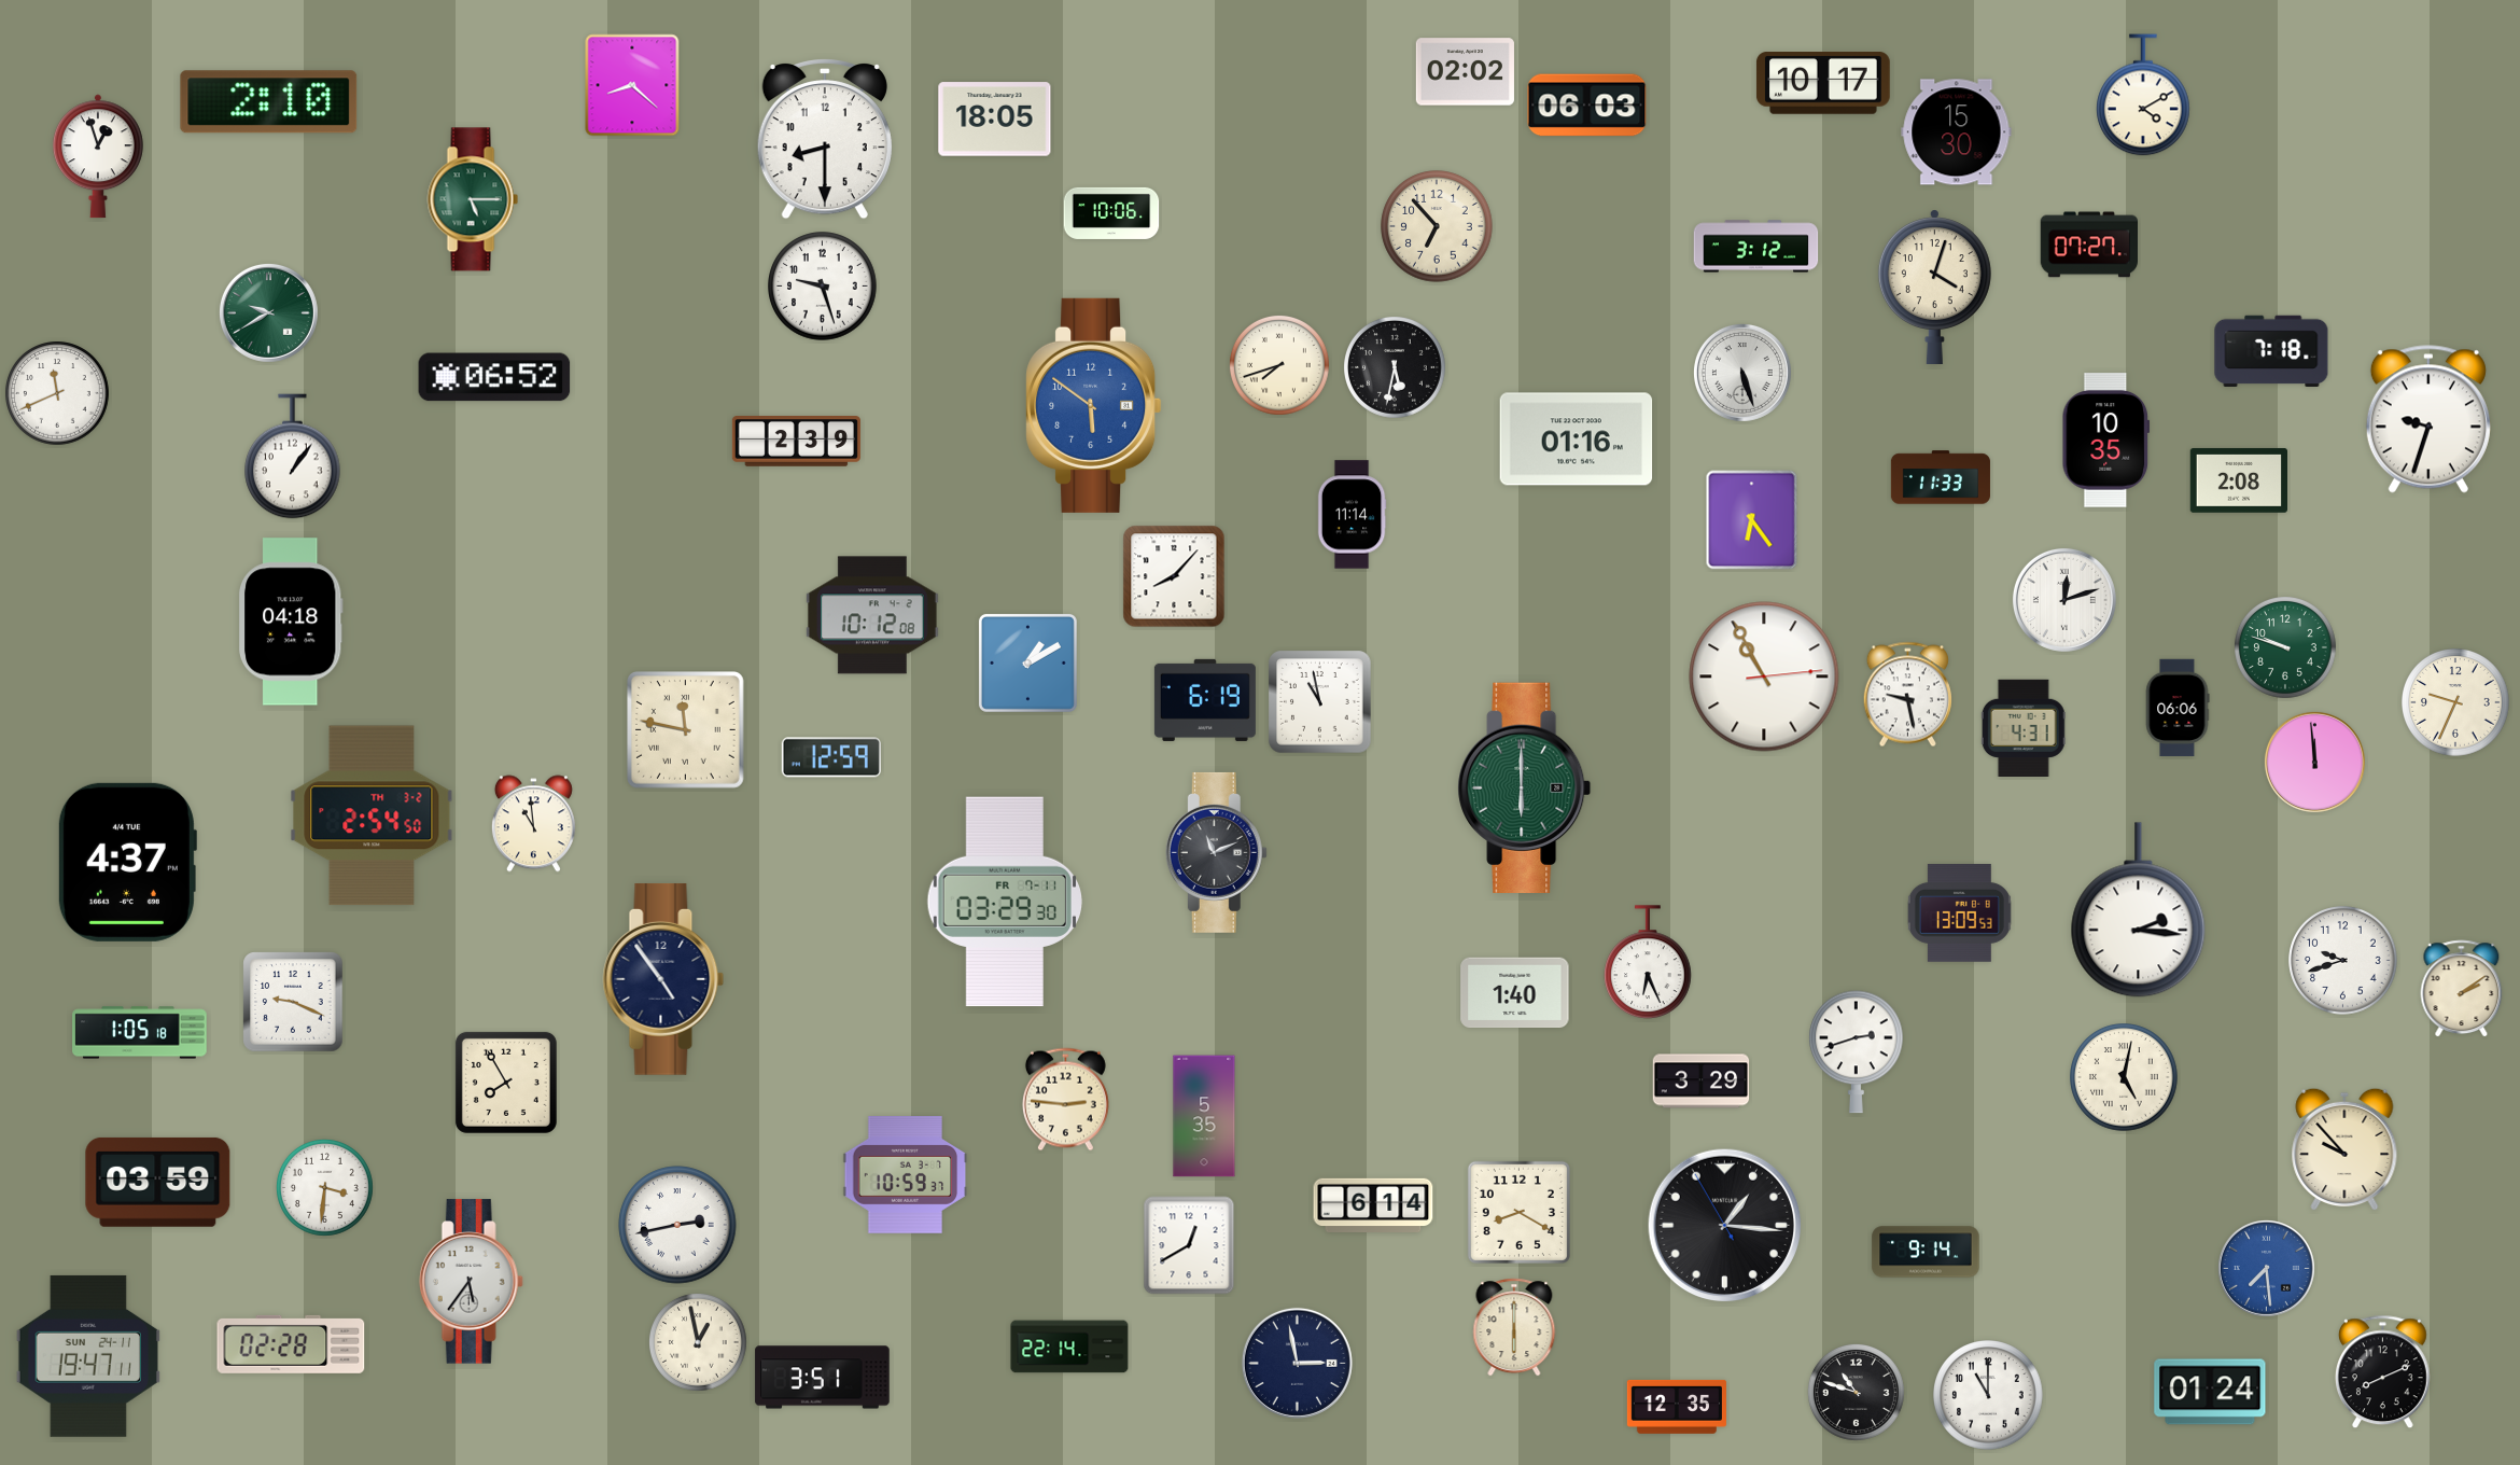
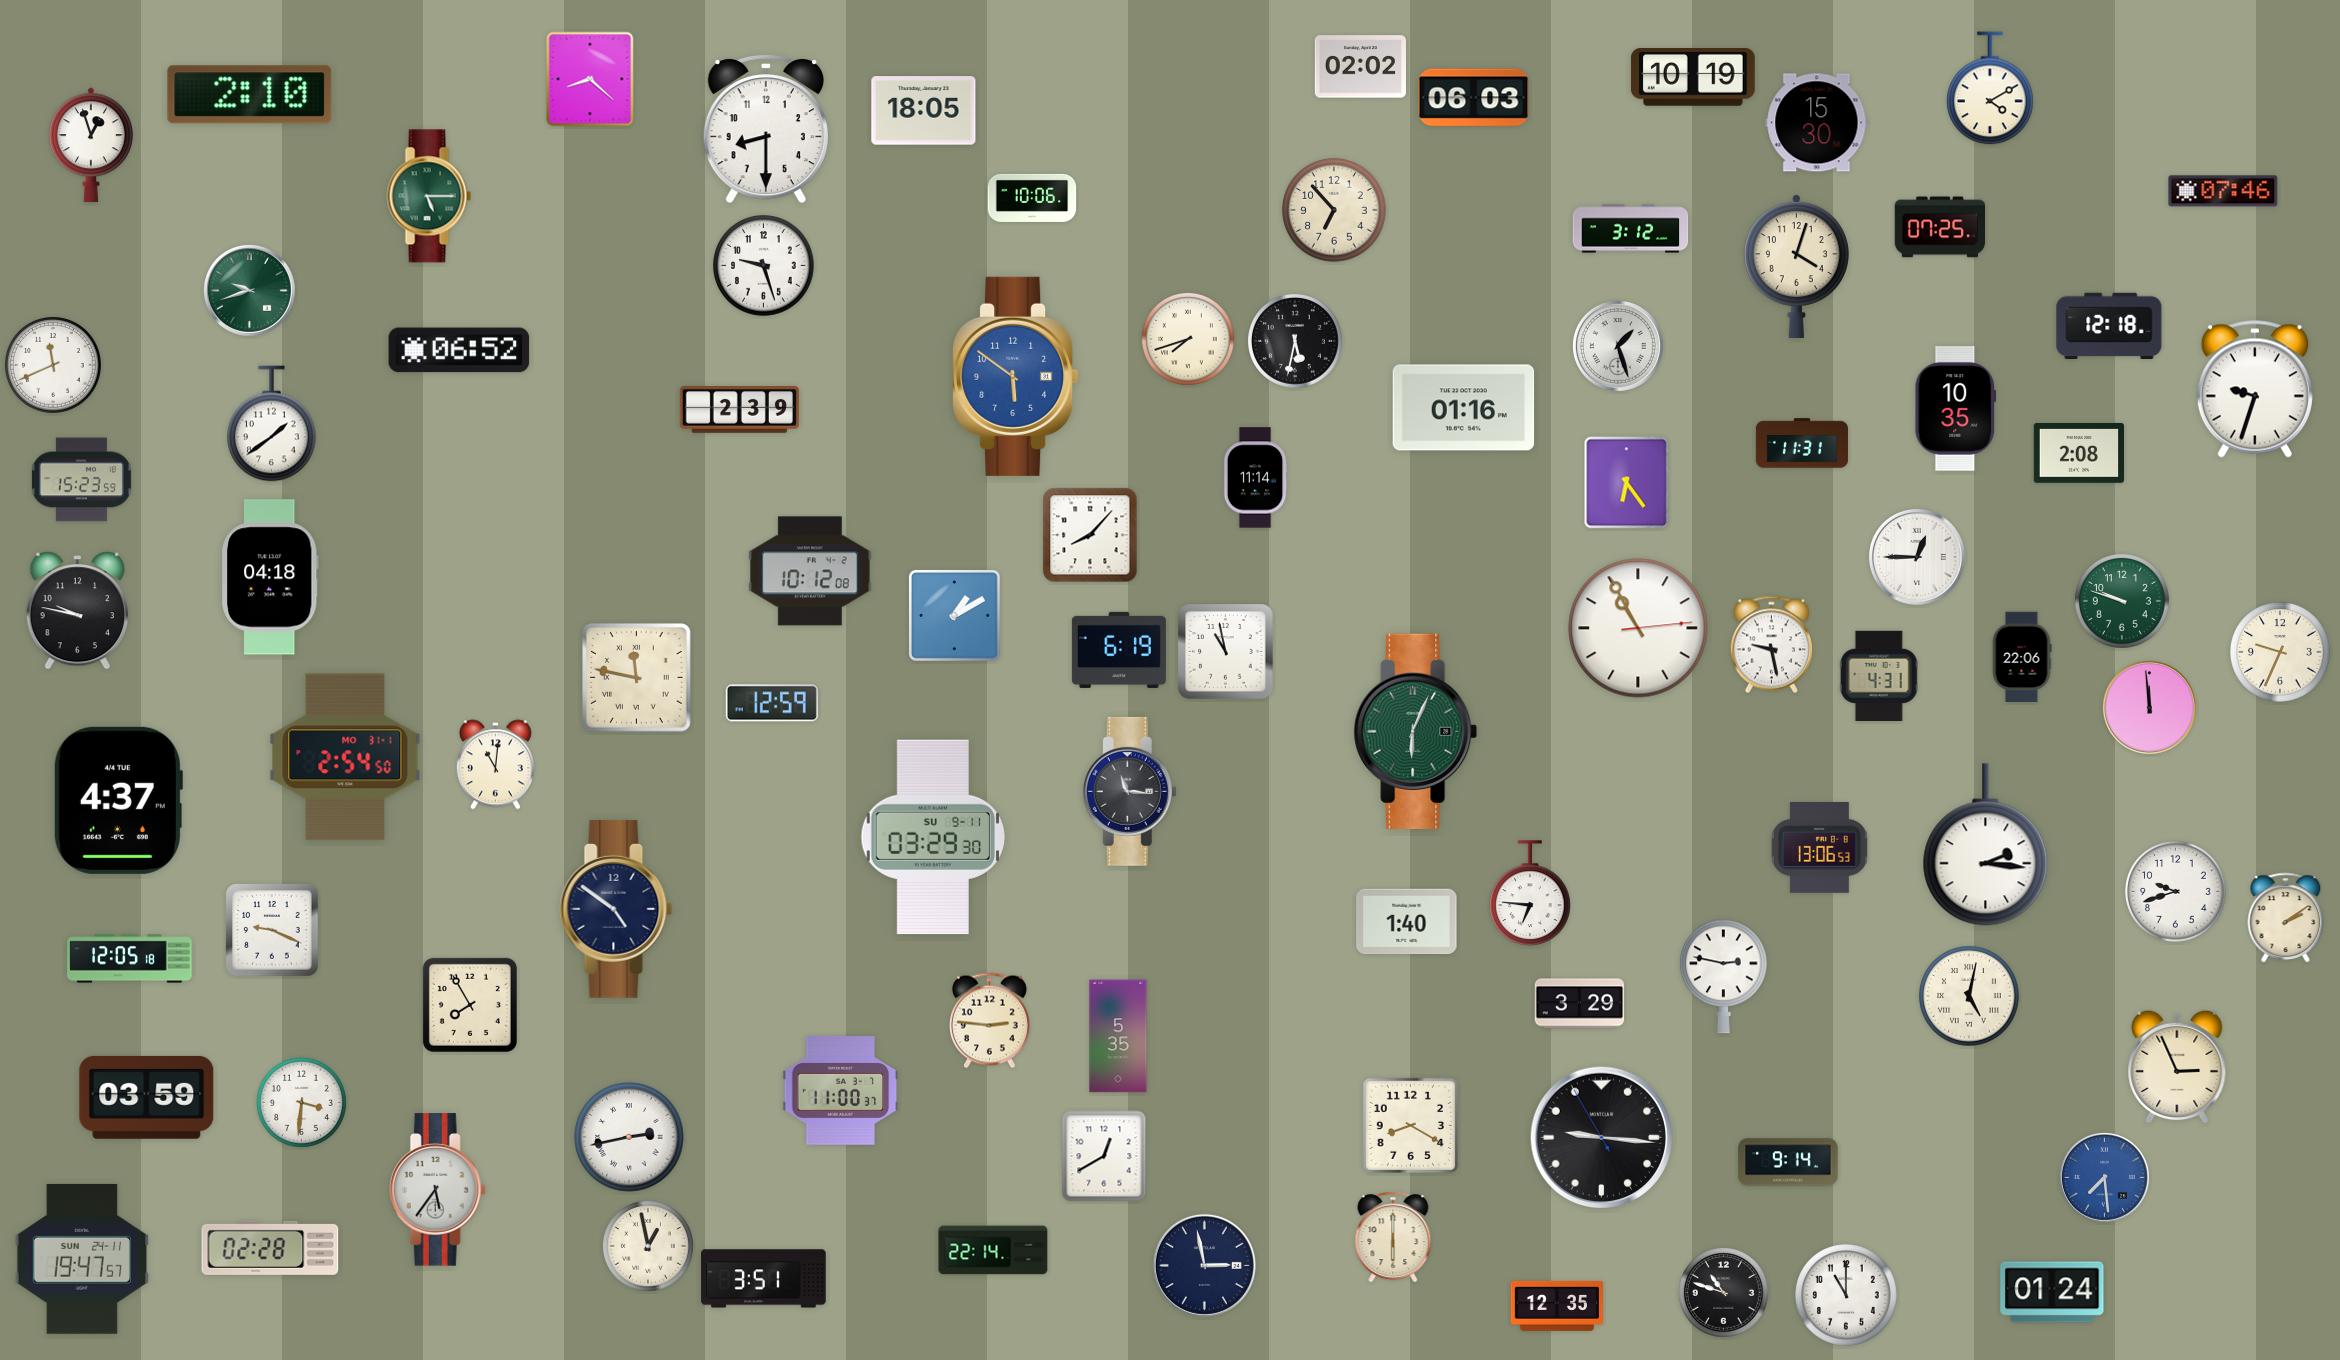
clock at (1823, 84): 10:17 -> 10:19
clock at (632, 85) position: (632, 85) -> (590, 79)
clock at (473, 199) position: (473, 199) -> (429, 196)
clock at (2223, 191): none -> 07:46
clock at (2088, 245): 07:27 -> 07:25
clock at (268, 312): 9:40 -> 9:42
clock at (2271, 351): 7:18 -> 12:18
clock at (1742, 373): 5:27 -> 1:27
clock at (293, 457): 1:06 -> 1:39
clock at (1941, 477): 11:33 -> 11:31
clock at (2239, 482) position: (2239, 482) -> (2079, 454)
clock at (81, 480): none -> 15:23
clock at (2064, 600): 12:12 -> 12:45
clock at (78, 611): none -> 9:47
clock at (2178, 708): 06:06 -> 22:06
clock at (1525, 787): 6:00 -> 6:04
clock at (372, 815) date: TH 3-2 -> MO 31-1
clock at (533, 824): 10:59 -> 11:01
clock at (1216, 852): 11:11 -> 11:16
clock at (1004, 902) date: FR 7-11 -> SU 9-11
clock at (1959, 913): 13:09 -> 13:06
clock at (1649, 962): 6:26 -> 6:46
clock at (663, 979): 4:54 -> 4:51
clock at (140, 1033): 1:05 -> 12:05
clock at (1857, 1052): 2:42 -> 2:47
clock at (2124, 1077) position: (2124, 1077) -> (1969, 996)
clock at (2344, 1149): 9:53 -> 2:56
clock at (906, 1175): 10:59 -> 11:00
clock at (1373, 1205): 6:14 -> none
clock at (1725, 1226): 1:15 -> 9:15
clock at (1514, 1327) position: (1514, 1327) -> (1393, 1237)
clock at (88, 1356): 19:47:11 -> 19:47:57
clock at (2382, 1372): 8:11 -> none
